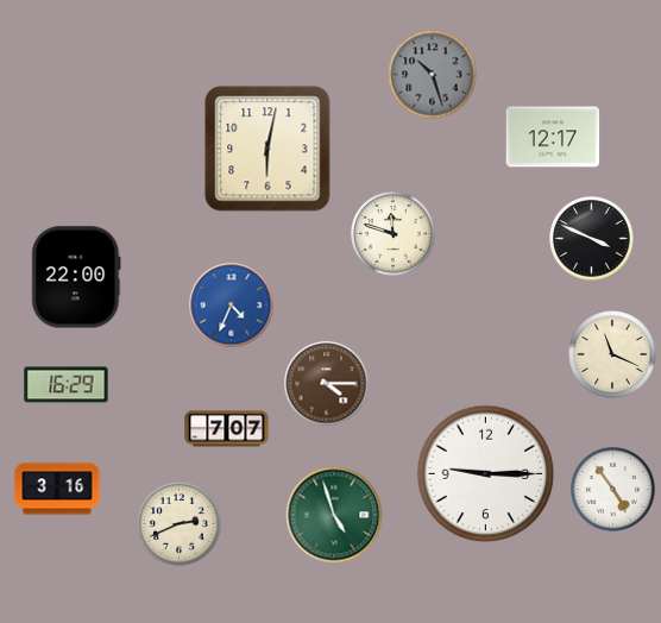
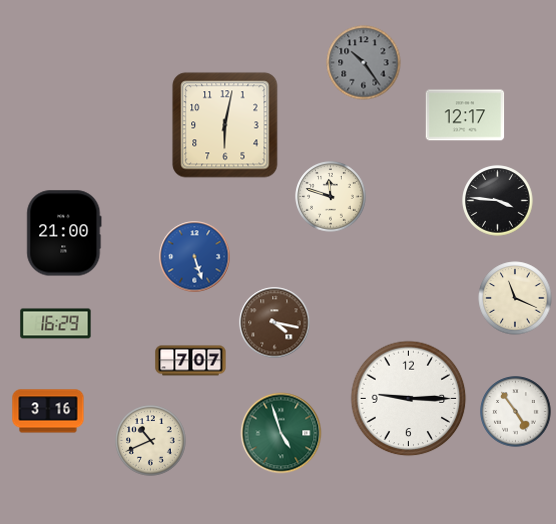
clock at (433, 75): 10:27 -> 10:24
clock at (592, 239): 3:49 -> 3:46
clock at (76, 277): 22:00 -> 21:00
clock at (232, 306): 4:34 -> 5:27
clock at (327, 384): 4:15 -> 4:17
clock at (180, 524): 2:41 -> 10:41
